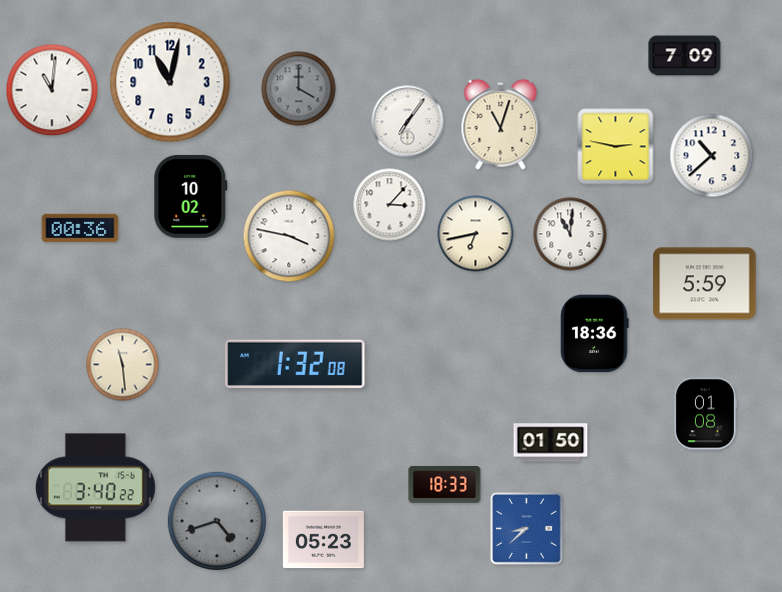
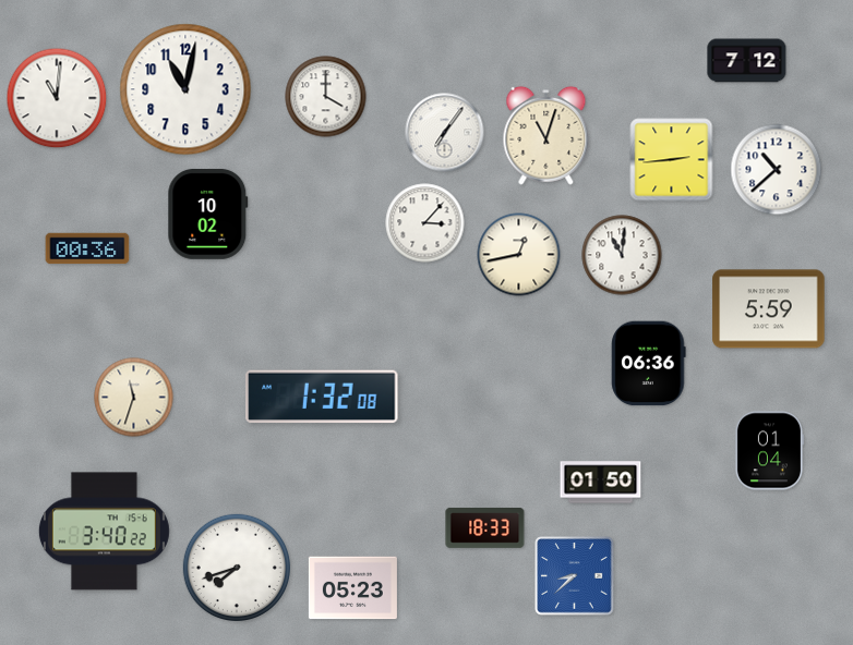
clock at (685, 56): 7:09 -> 7:12
clock at (299, 89) dial: grey -> white
clock at (616, 147): 2:47 -> 2:44
clock at (476, 234): 6:43 -> 12:43
clock at (289, 236): 3:47 -> none
clock at (595, 334): 18:36 -> 06:36
clock at (123, 365): 11:29 -> 11:33
clock at (704, 414): 01:08 -> 01:04
clock at (216, 520): 4:42 -> 7:42
clock at (216, 520) dial: grey -> white
